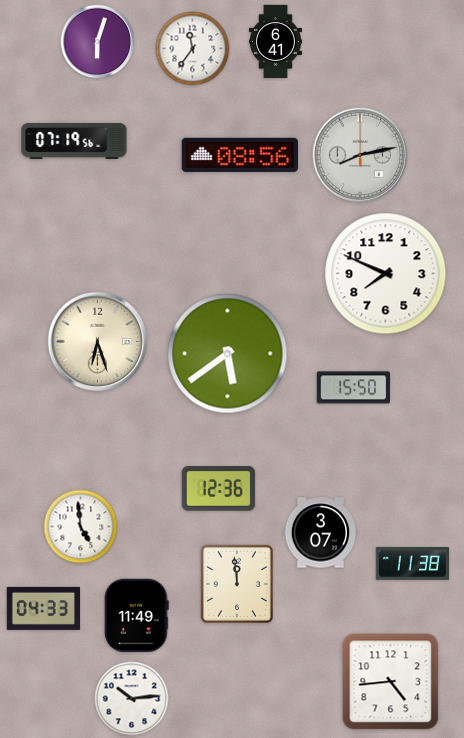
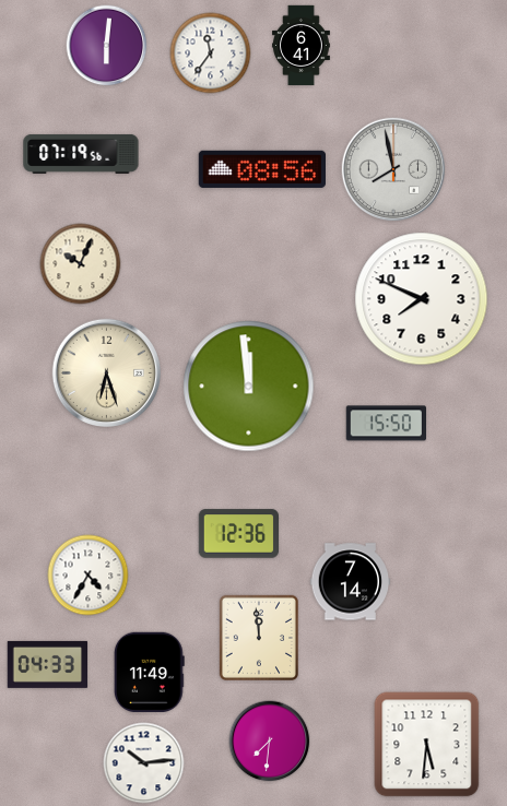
clock at (98, 42): 6:03 -> 6:01
clock at (360, 155): 8:13 -> 7:58
clock at (81, 264): none -> 10:04
clock at (228, 354): 5:39 -> 11:59
clock at (81, 527): 4:59 -> 4:35
clock at (321, 533): 3:07 -> 7:14
clock at (413, 564): 11:38 -> none
clock at (270, 742): none -> 7:31
clock at (391, 682): 4:44 -> 5:31
